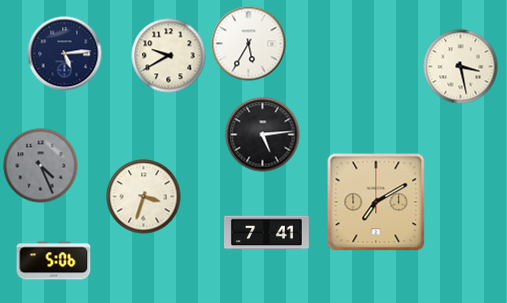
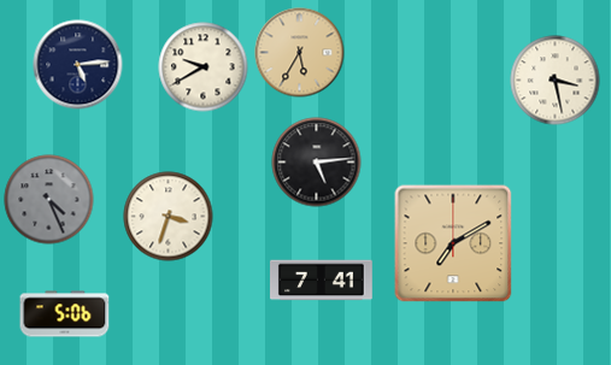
clock at (249, 44) dial: white -> champagne
clock at (144, 197) position: (144, 197) -> (169, 217)
